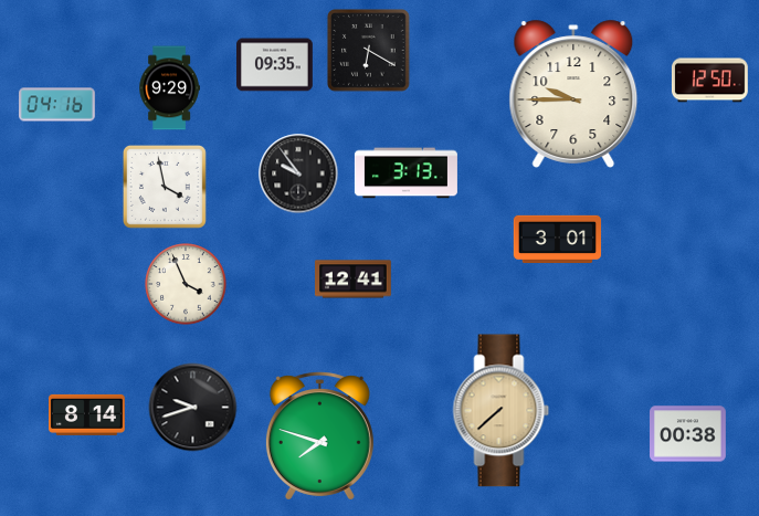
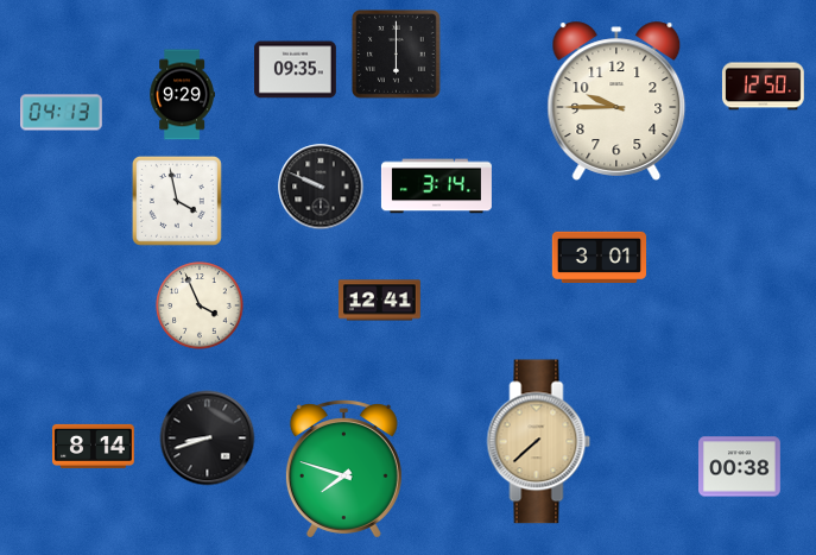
clock at (369, 51): 6:20 -> 6:00
clock at (57, 105): 04:16 -> 04:13
clock at (298, 173): 9:54 -> 9:49
clock at (405, 173): 3:13 -> 3:14
clock at (193, 408): 9:42 -> 8:42
